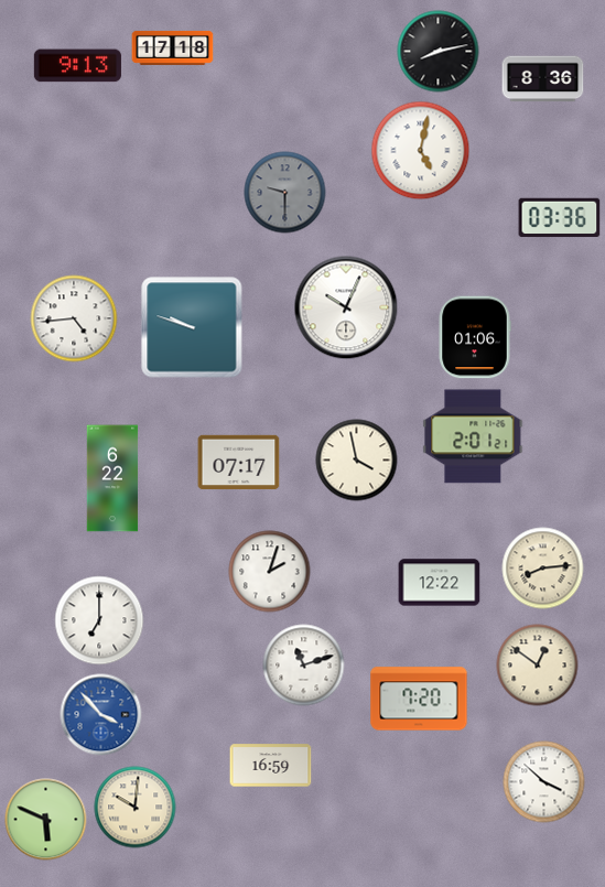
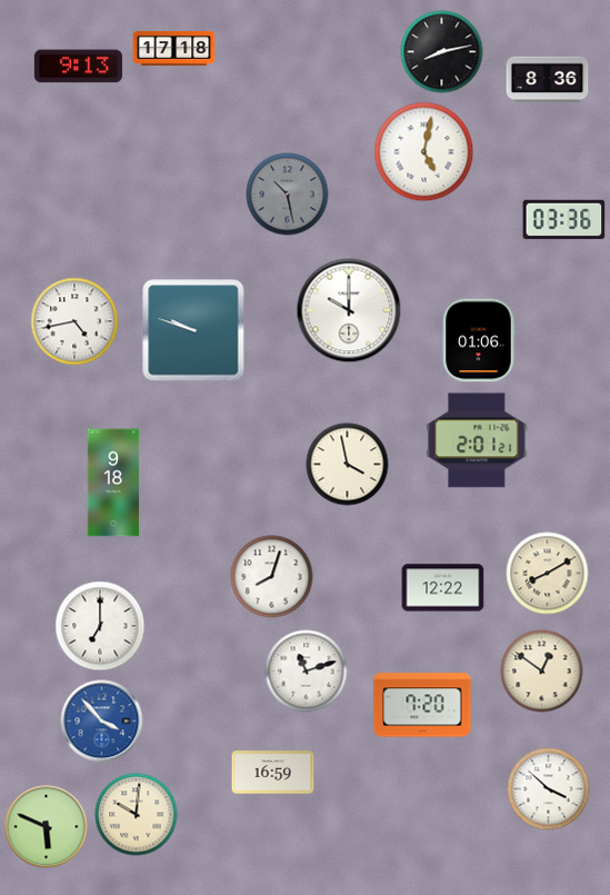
clock at (285, 193): 9:30 -> 10:28
clock at (346, 307): 10:04 -> 10:00
clock at (74, 318): 4:44 -> 4:43
clock at (357, 461) position: (357, 461) -> (348, 465)
clock at (239, 463): 07:17 -> none
clock at (112, 478): 6:22 -> 9:18
clock at (543, 569): 8:14 -> 8:10
clock at (270, 572): 2:03 -> 8:03
